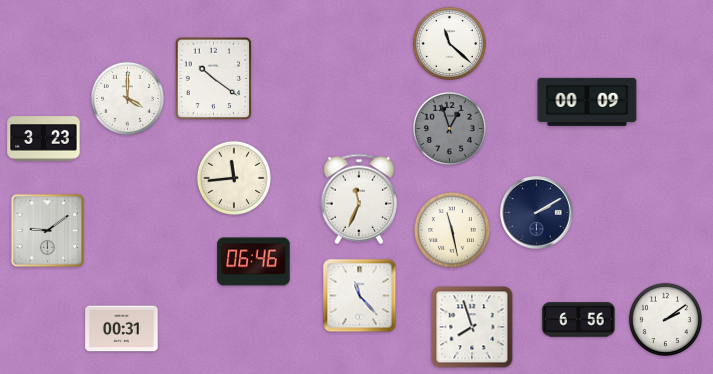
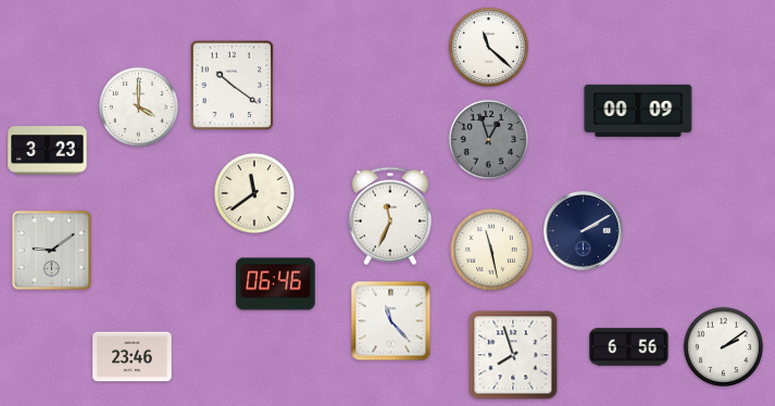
clock at (234, 178): 11:44 -> 11:39
clock at (122, 329): 00:31 -> 23:46
